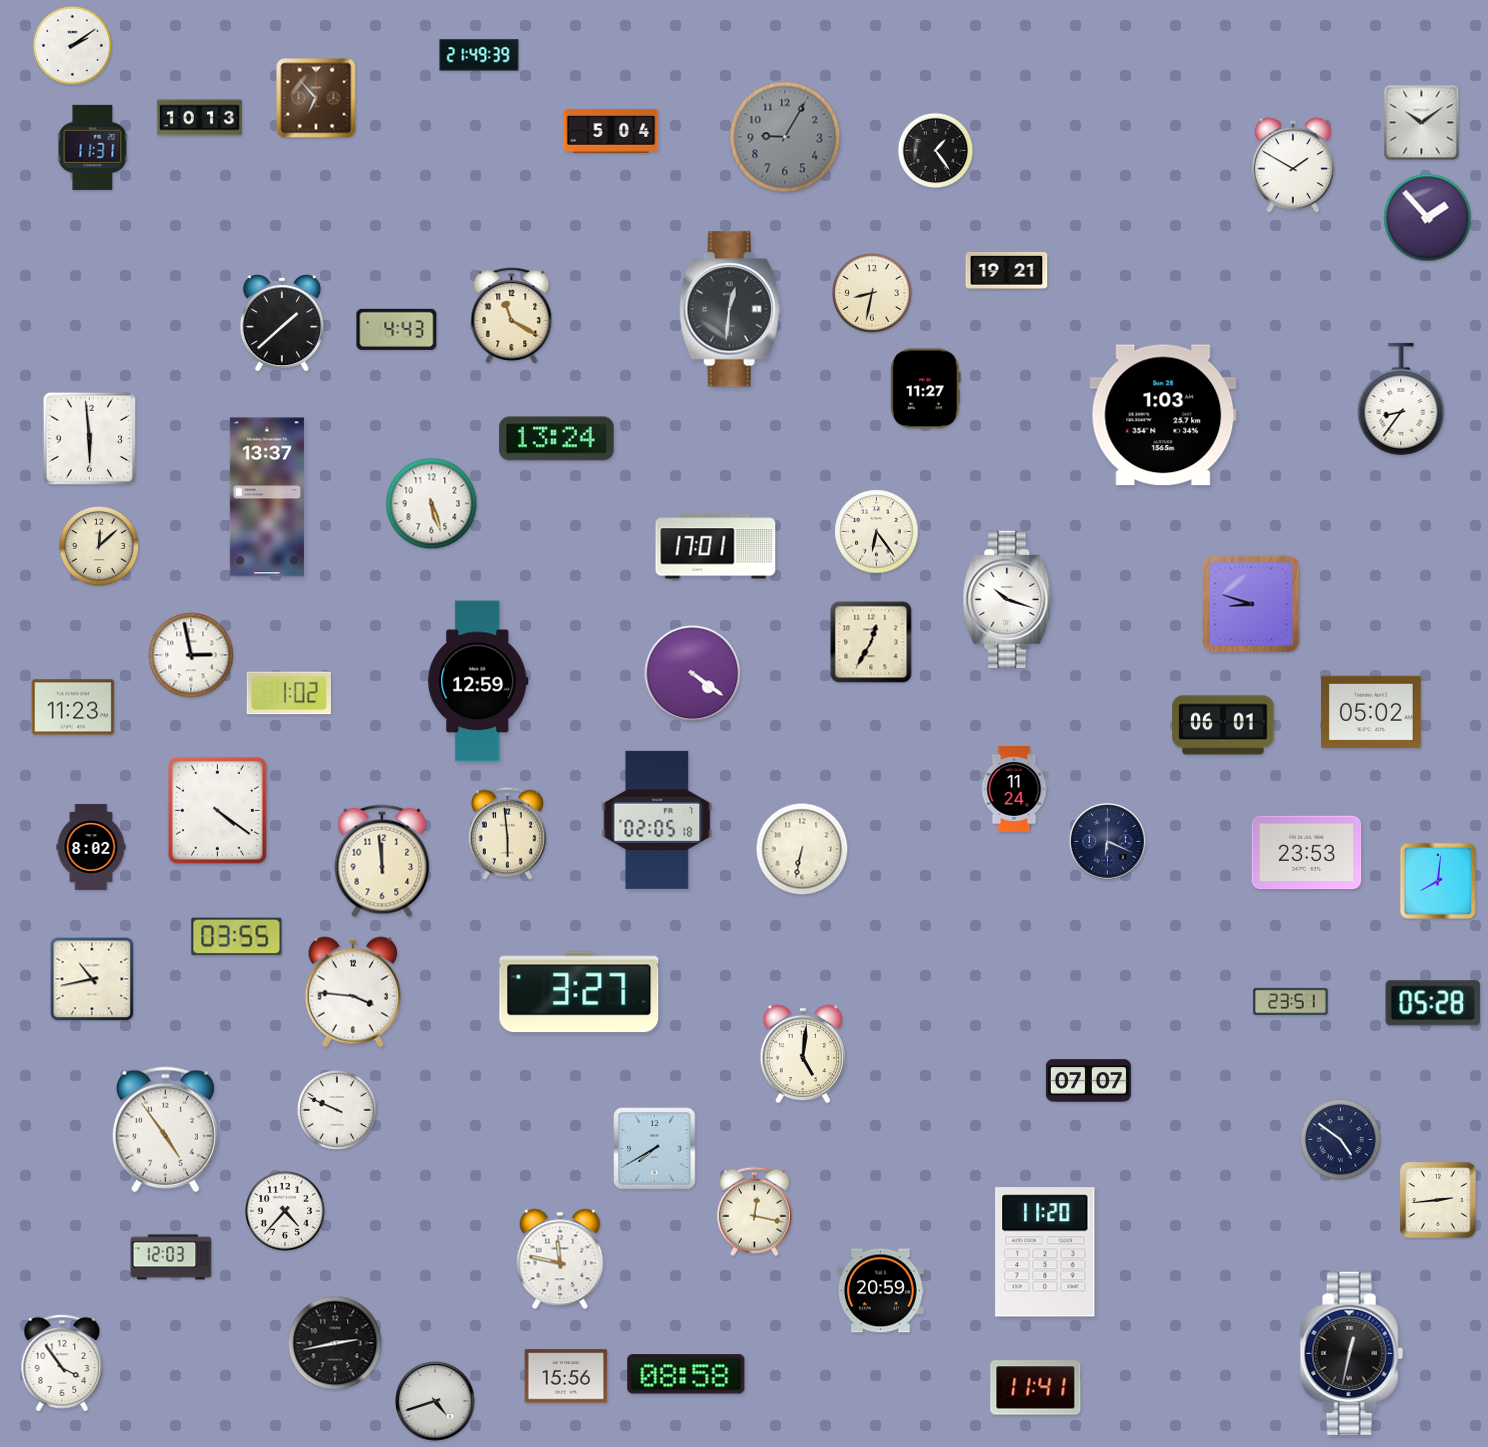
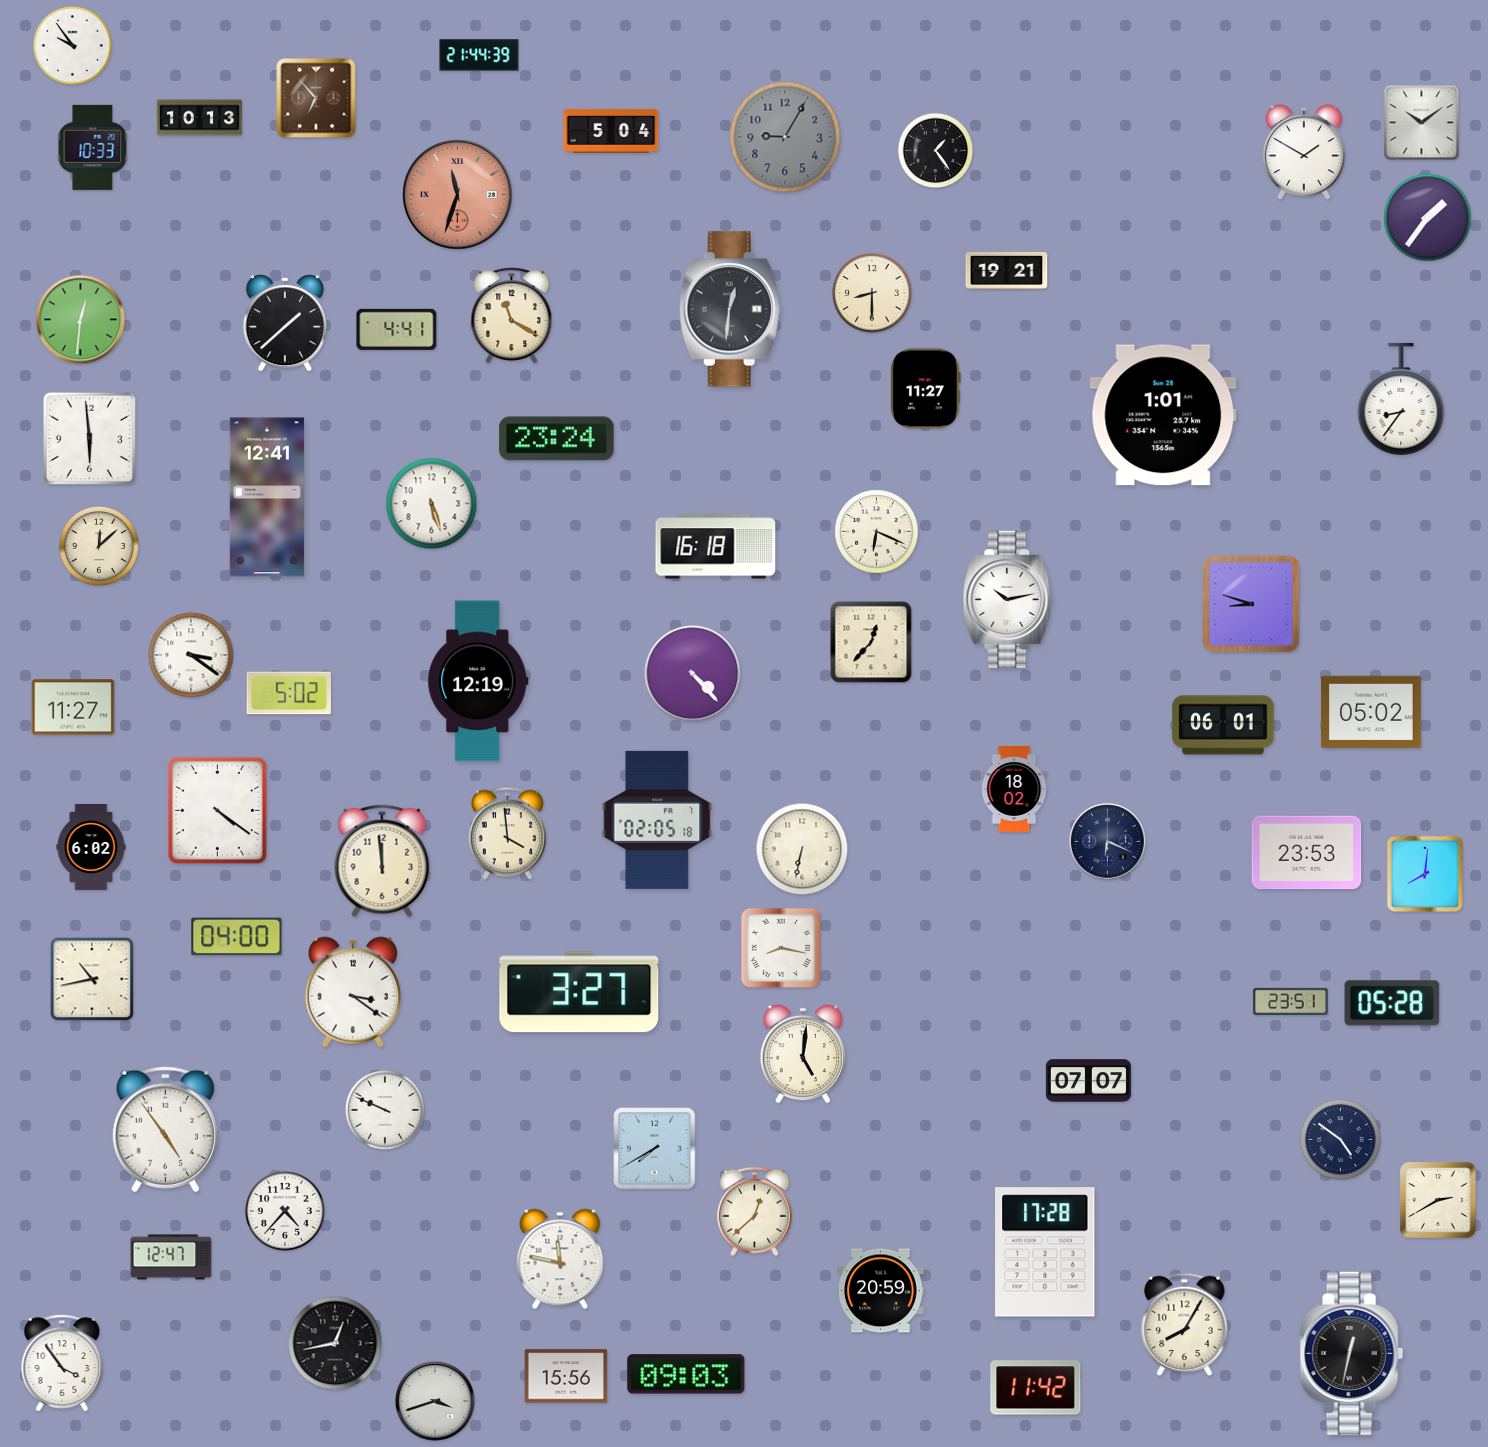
clock at (72, 45): 2:09 -> 9:54
clock at (479, 55): 21:49 -> 21:44
clock at (93, 147): 11:31 -> 10:33
clock at (1293, 166) position: (1293, 166) -> (1304, 153)
clock at (458, 195): none -> 11:33
clock at (1428, 218): 1:53 -> 1:36
clock at (872, 293): 8:32 -> 8:30
clock at (81, 320): none -> 12:31
clock at (282, 324) position: (282, 324) -> (285, 324)
clock at (397, 329): 4:43 -> 4:41
clock at (1163, 415): 1:03 -> 1:01
clock at (557, 439): 13:24 -> 23:24
clock at (267, 497): 13:37 -> 12:41
clock at (877, 532): 6:24 -> 6:19
clock at (716, 547): 17:01 -> 16:18
clock at (1008, 599): 10:18 -> 10:13
clock at (871, 642): 12:35 -> 12:37
clock at (191, 655): 2:58 -> 3:21
clock at (693, 674): 4:21 -> 4:23
clock at (478, 681): 12:59 -> 12:19
clock at (289, 693): 1:02 -> 5:02
clock at (73, 707): 11:23 -> 11:27
clock at (1014, 789): 11:24 -> 18:02
clock at (507, 833): 5:59 -> 3:59
clock at (91, 847): 8:02 -> 6:02
clock at (1437, 880) position: (1437, 880) -> (1424, 873)
clock at (237, 937): 03:55 -> 04:00
clock at (780, 947): none -> 8:17
clock at (353, 992): 3:46 -> 3:21
clock at (1433, 1003) position: (1433, 1003) -> (1392, 1003)
clock at (337, 1110) position: (337, 1110) -> (385, 1110)
clock at (1438, 1200): 2:44 -> 2:40
clock at (754, 1212): 12:17 -> 12:38
clock at (1045, 1252): 11:20 -> 17:28
clock at (171, 1257): 12:03 -> 12:47
clock at (1185, 1324): none -> 8:05
clock at (335, 1343): 2:43 -> 12:43
clock at (686, 1374): 08:58 -> 09:03
clock at (1036, 1388): 11:41 -> 11:42
clock at (435, 1401): 4:42 -> 3:42
